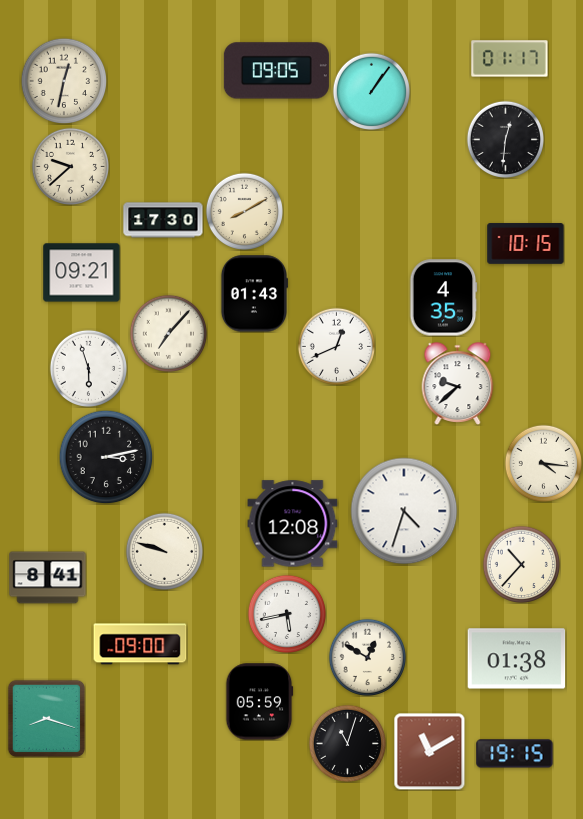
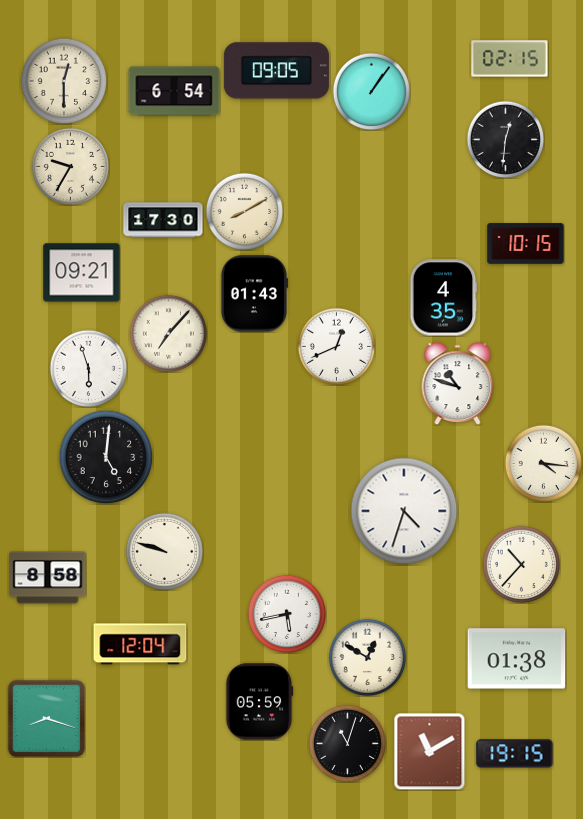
clock at (510, 59): 01:17 -> 02:15
clock at (64, 81): 12:32 -> 12:30
clock at (174, 91): none -> 6:54
clock at (70, 166): 9:38 -> 9:35
clock at (458, 384): 9:38 -> 10:48
clock at (106, 457): 3:13 -> 5:01
clock at (293, 524): 12:08 -> none
clock at (48, 578): 8:41 -> 8:58
clock at (140, 644): 09:00 -> 12:04
